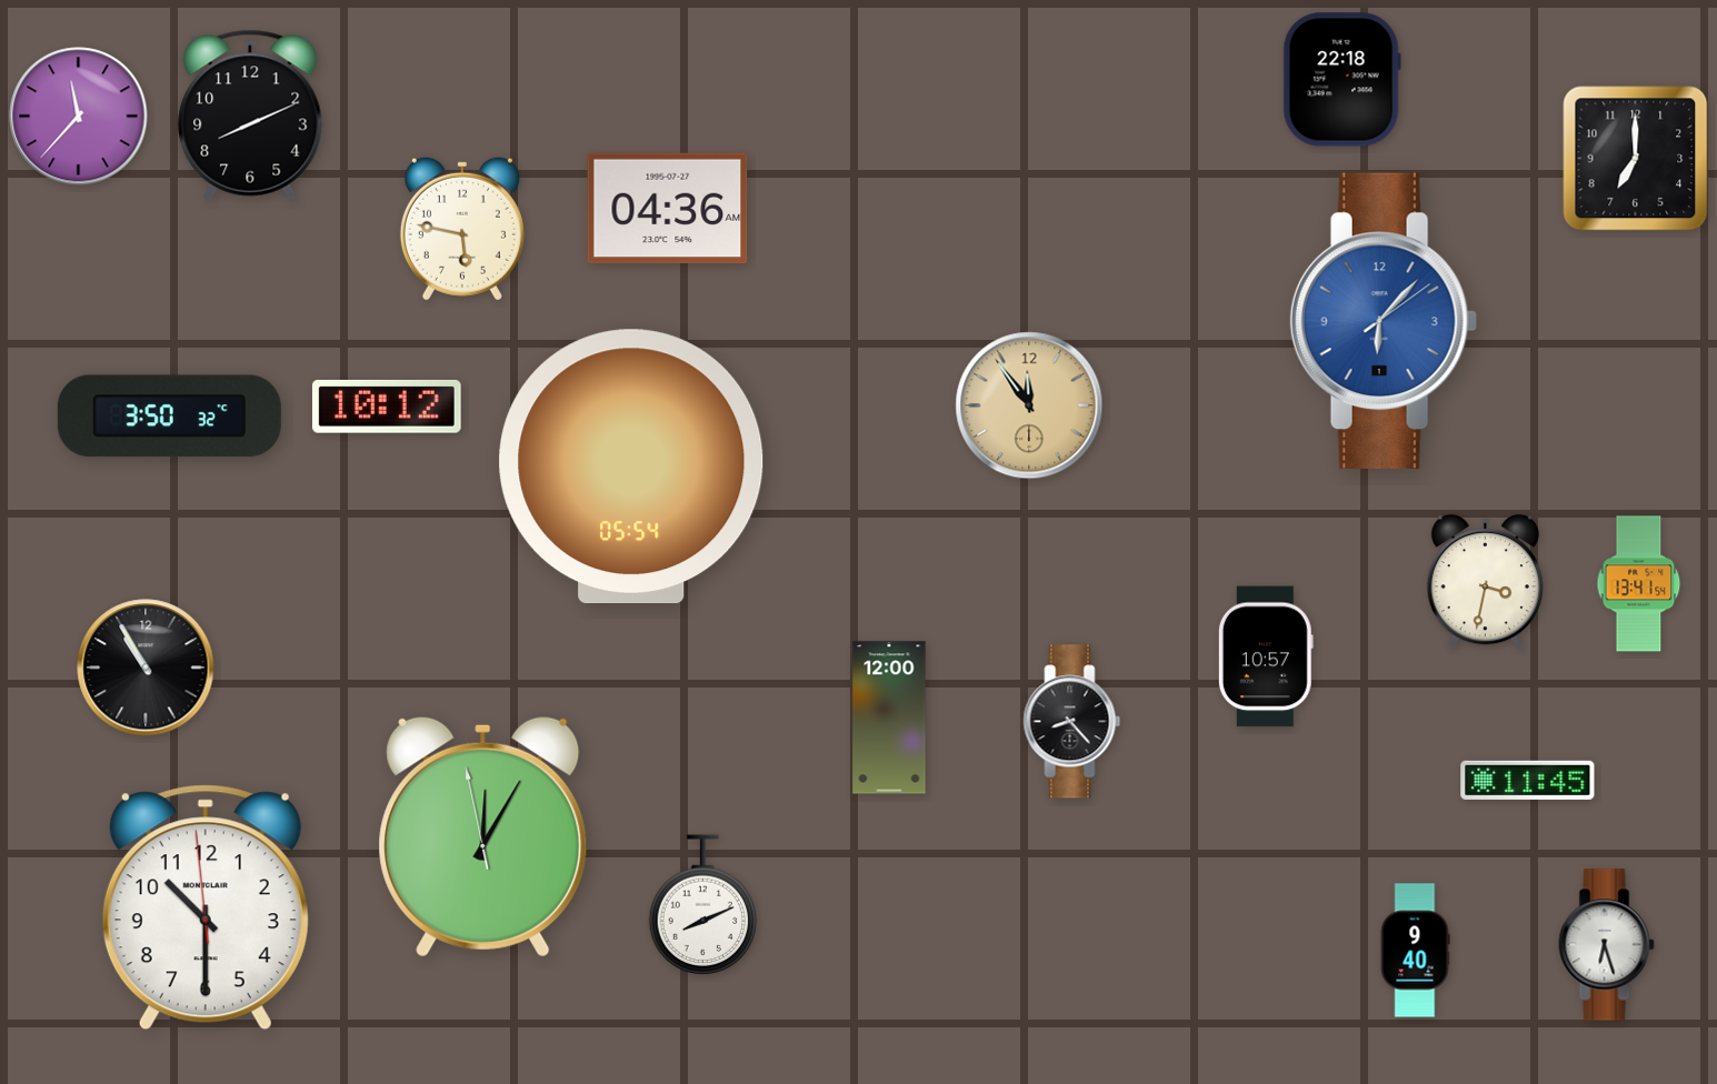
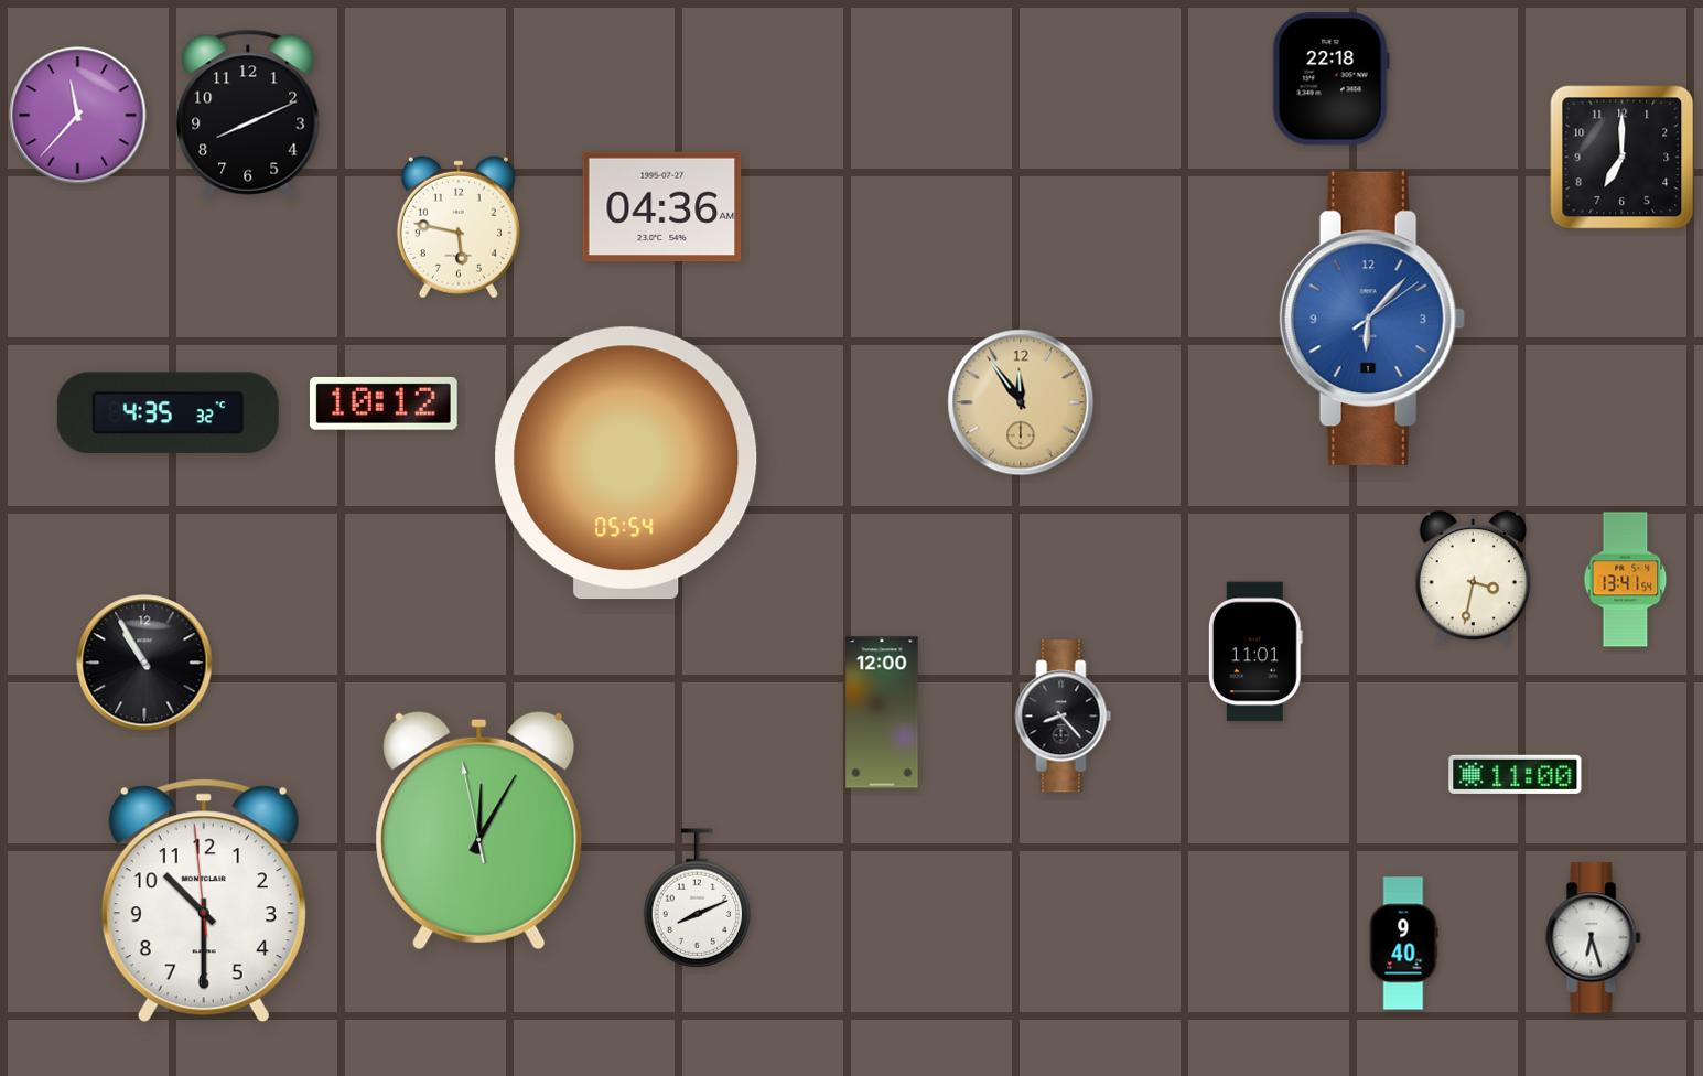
clock at (169, 416): 3:50 -> 4:35
clock at (1266, 656): 10:57 -> 11:01
clock at (1528, 780): 11:45 -> 11:00
